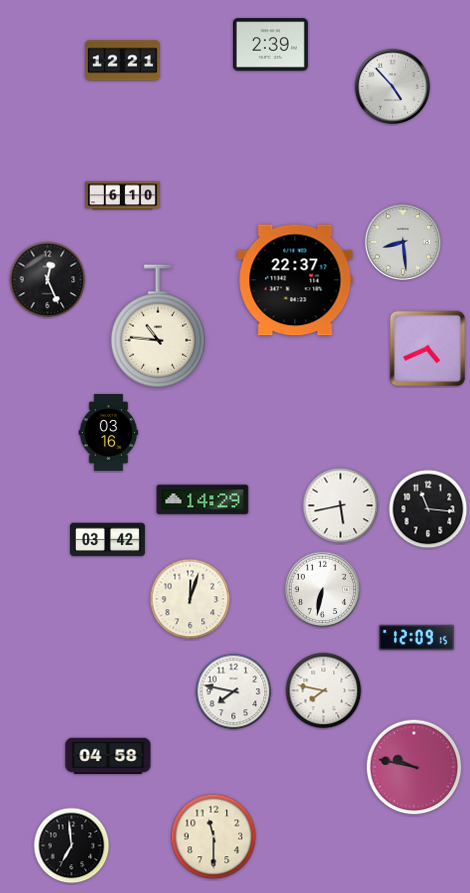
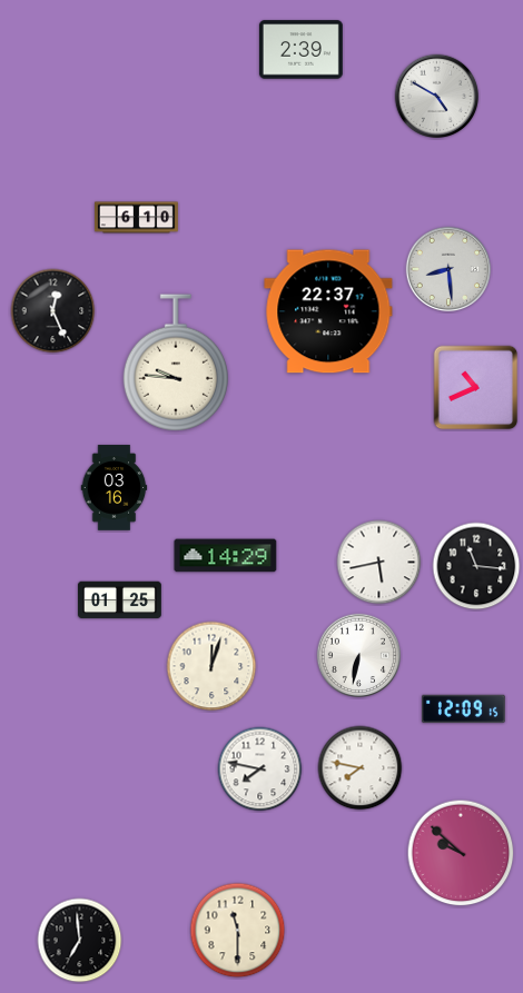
clock at (122, 61): 12:21 -> none
clock at (393, 87): 4:53 -> 4:50
clock at (158, 326): 10:46 -> 9:46
clock at (428, 349): 4:41 -> 10:41
clock at (109, 433) position: (109, 433) -> (115, 488)
clock at (107, 540): 03:42 -> 01:25
clock at (108, 755): 04:58 -> none
clock at (414, 767): 9:47 -> 9:52
